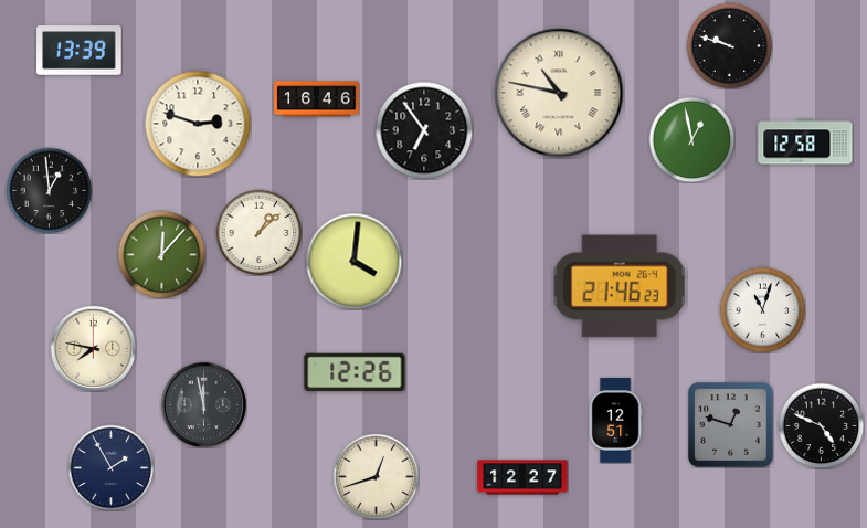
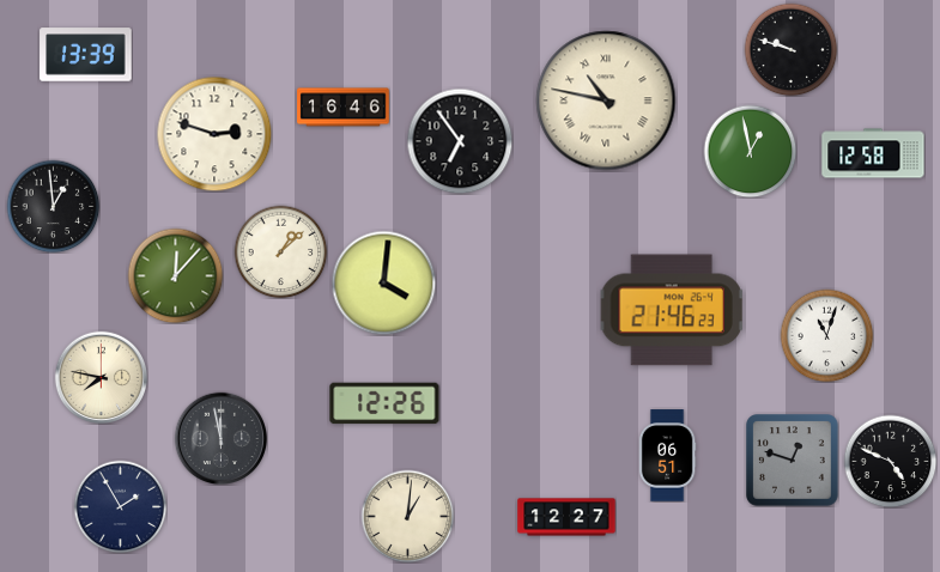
clock at (615, 421): 12:51 -> 06:51
clock at (376, 476): 12:42 -> 1:01
